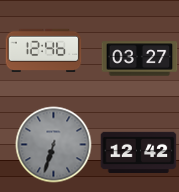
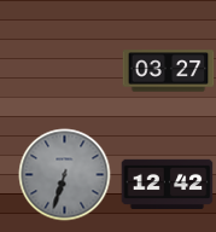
clock at (44, 51): 12:46 -> none
